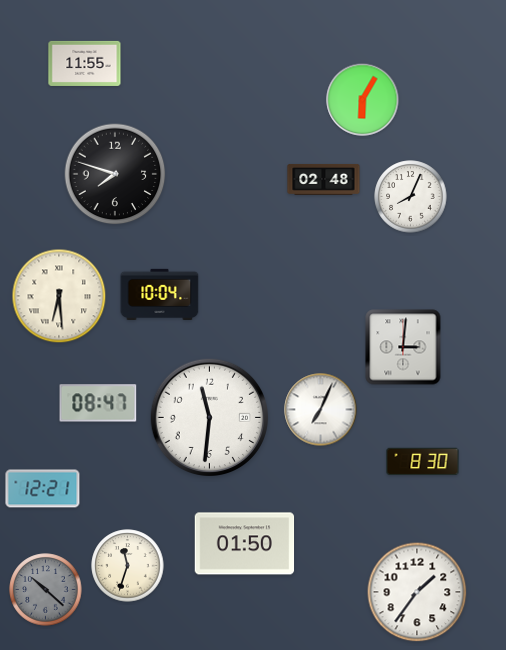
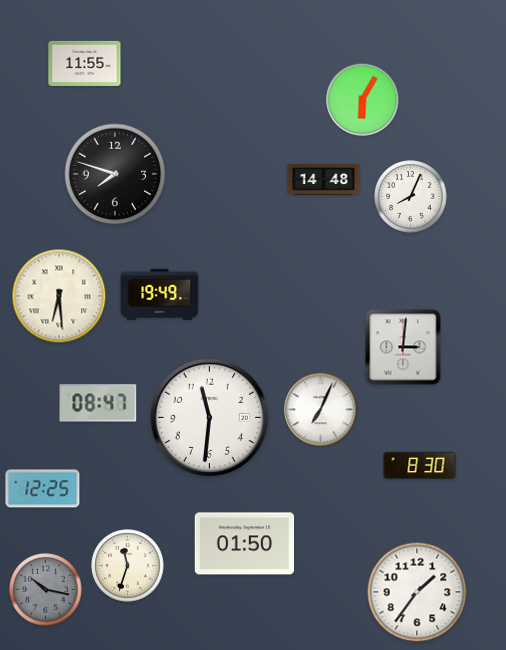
clock at (324, 179): 02:48 -> 14:48
clock at (160, 294): 10:04 -> 19:49
clock at (423, 462) position: (423, 462) -> (420, 466)
clock at (43, 489): 12:21 -> 12:25
clock at (46, 590): 10:22 -> 10:17
